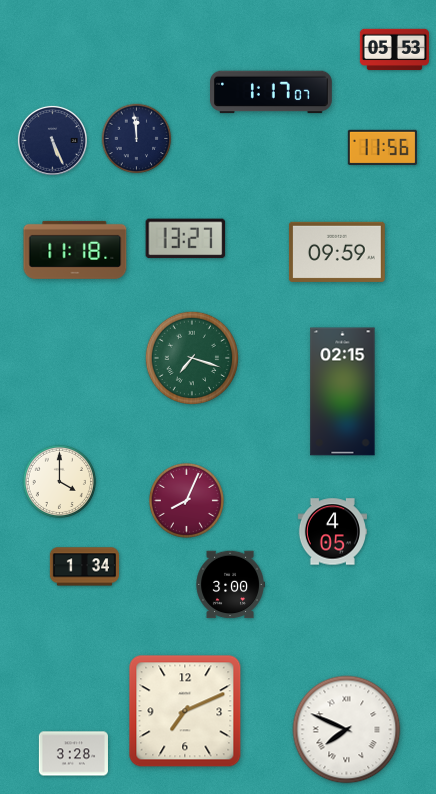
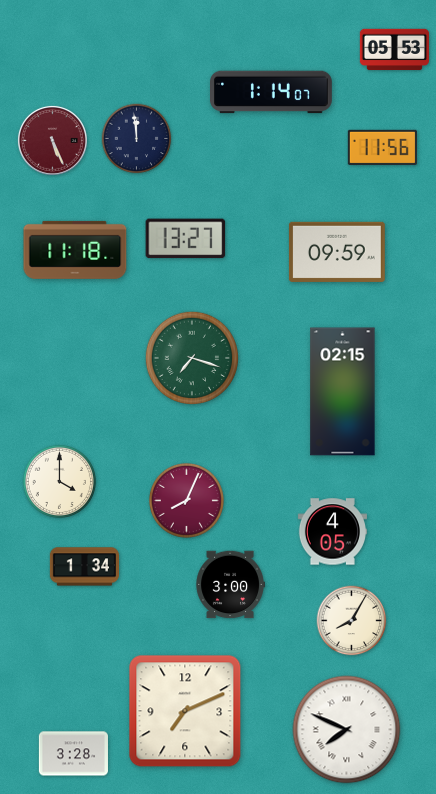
clock at (272, 92): 1:17 -> 1:14
clock at (52, 140) dial: navy -> burgundy
clock at (352, 621): none -> 8:05
